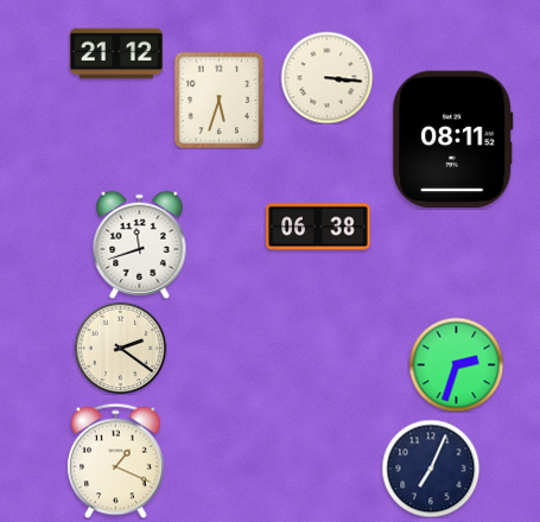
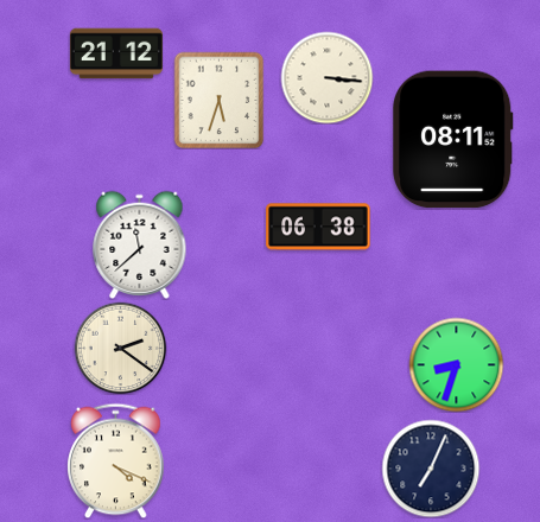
clock at (140, 244): 11:42 -> 11:38
clock at (456, 364): 2:33 -> 8:33
clock at (116, 460): 1:19 -> 4:19
